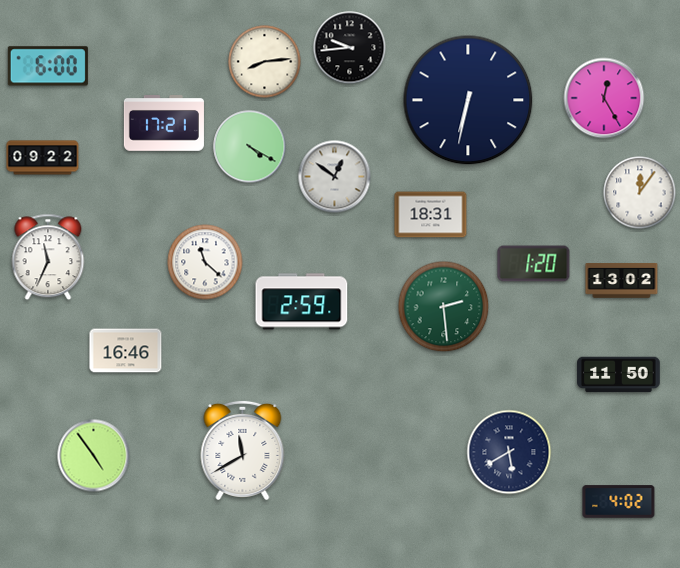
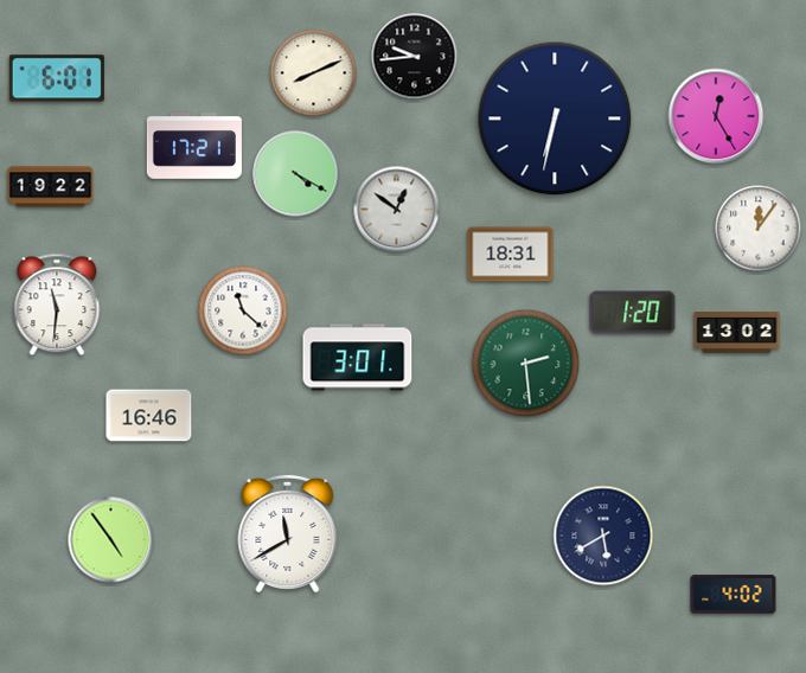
clock at (265, 62): 8:14 -> 8:11
clock at (48, 66): 6:00 -> 6:01
clock at (43, 158): 09:22 -> 19:22
clock at (48, 257): 11:34 -> 11:31
clock at (302, 302): 2:59 -> 3:01
clock at (619, 375): 11:50 -> none
